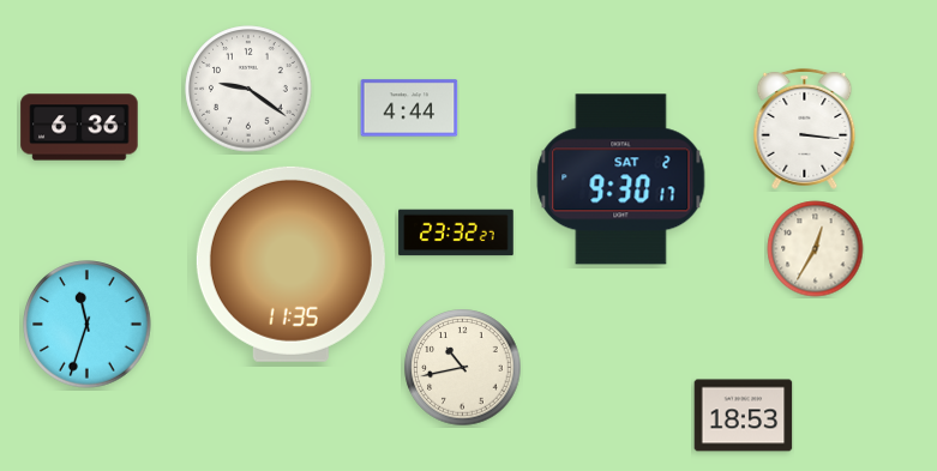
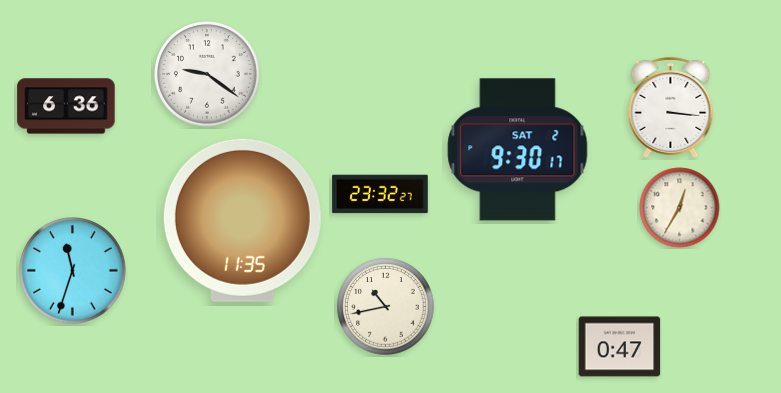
clock at (409, 108): 4:44 -> none
clock at (744, 416): 18:53 -> 0:47
